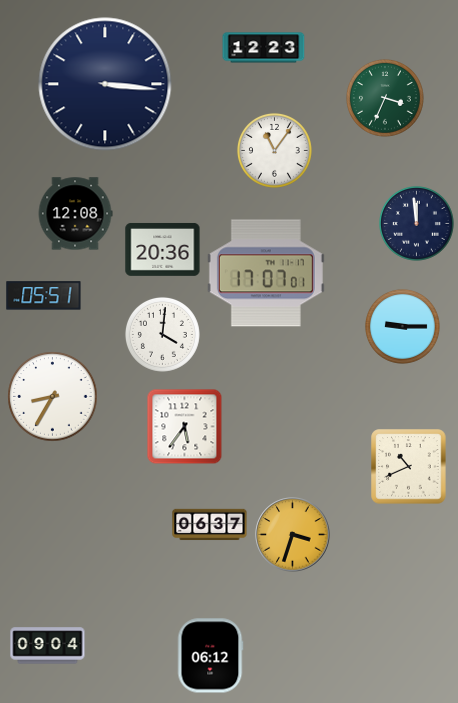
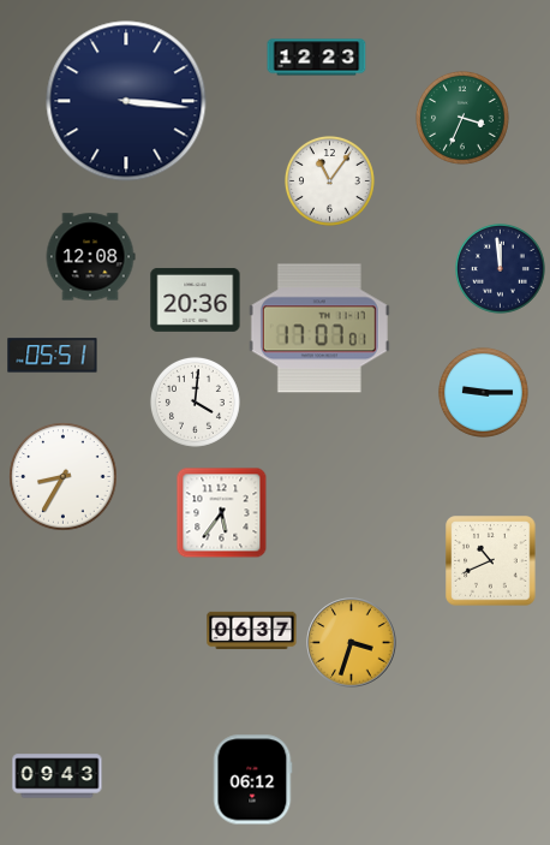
clock at (48, 646): 09:04 -> 09:43
clock at (210, 656) position: (210, 656) -> (252, 780)
